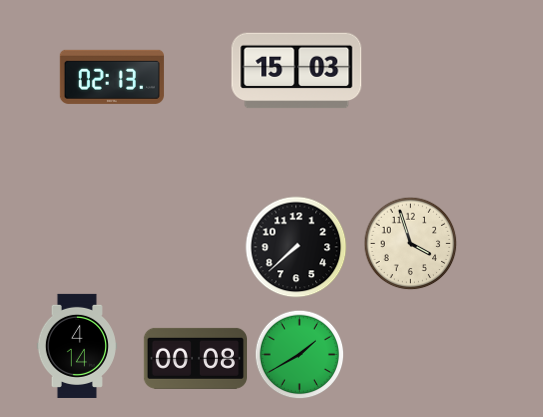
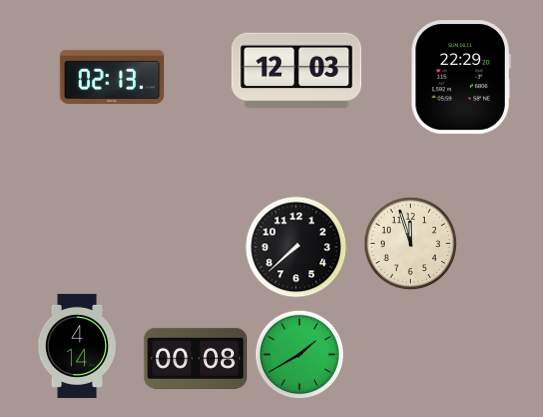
clock at (297, 71): 15:03 -> 12:03
clock at (461, 77): none -> 22:29
clock at (410, 243): 3:57 -> 11:57
